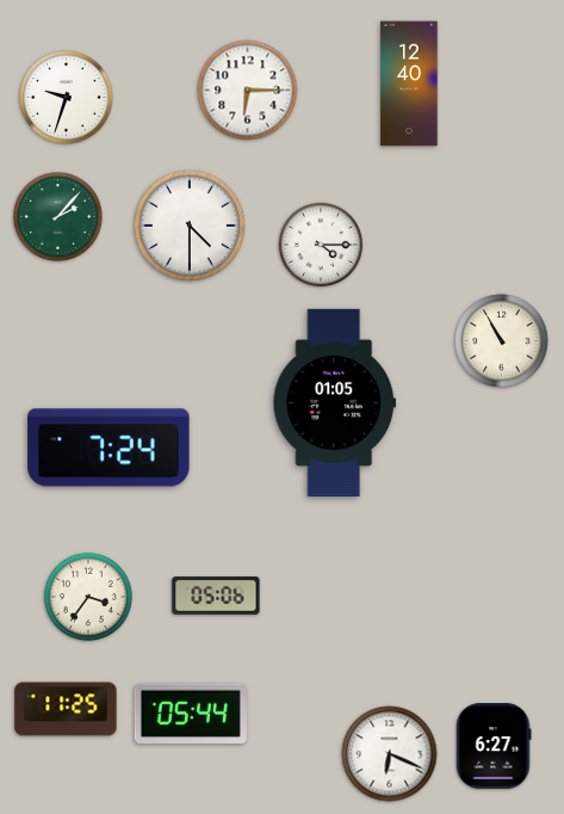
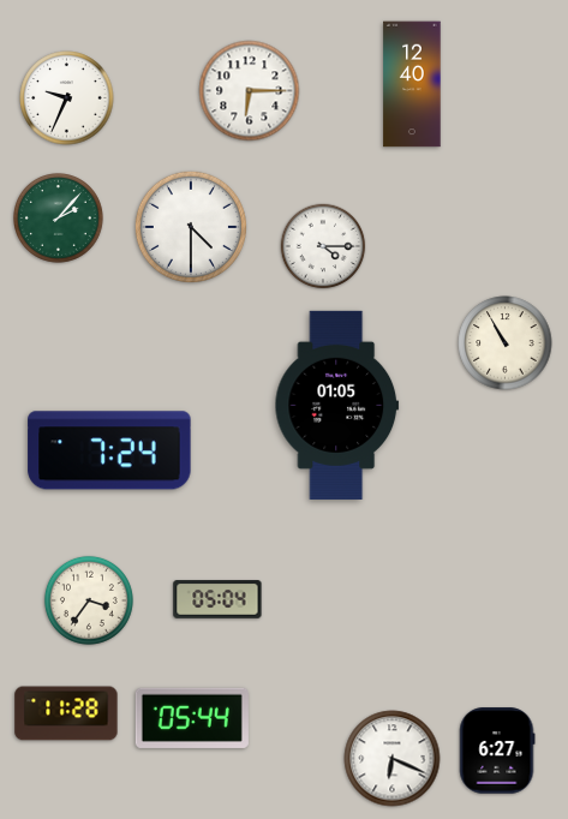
clock at (67, 98): 9:33 -> 9:34
clock at (216, 596): 05:06 -> 05:04
clock at (66, 709): 11:25 -> 11:28
